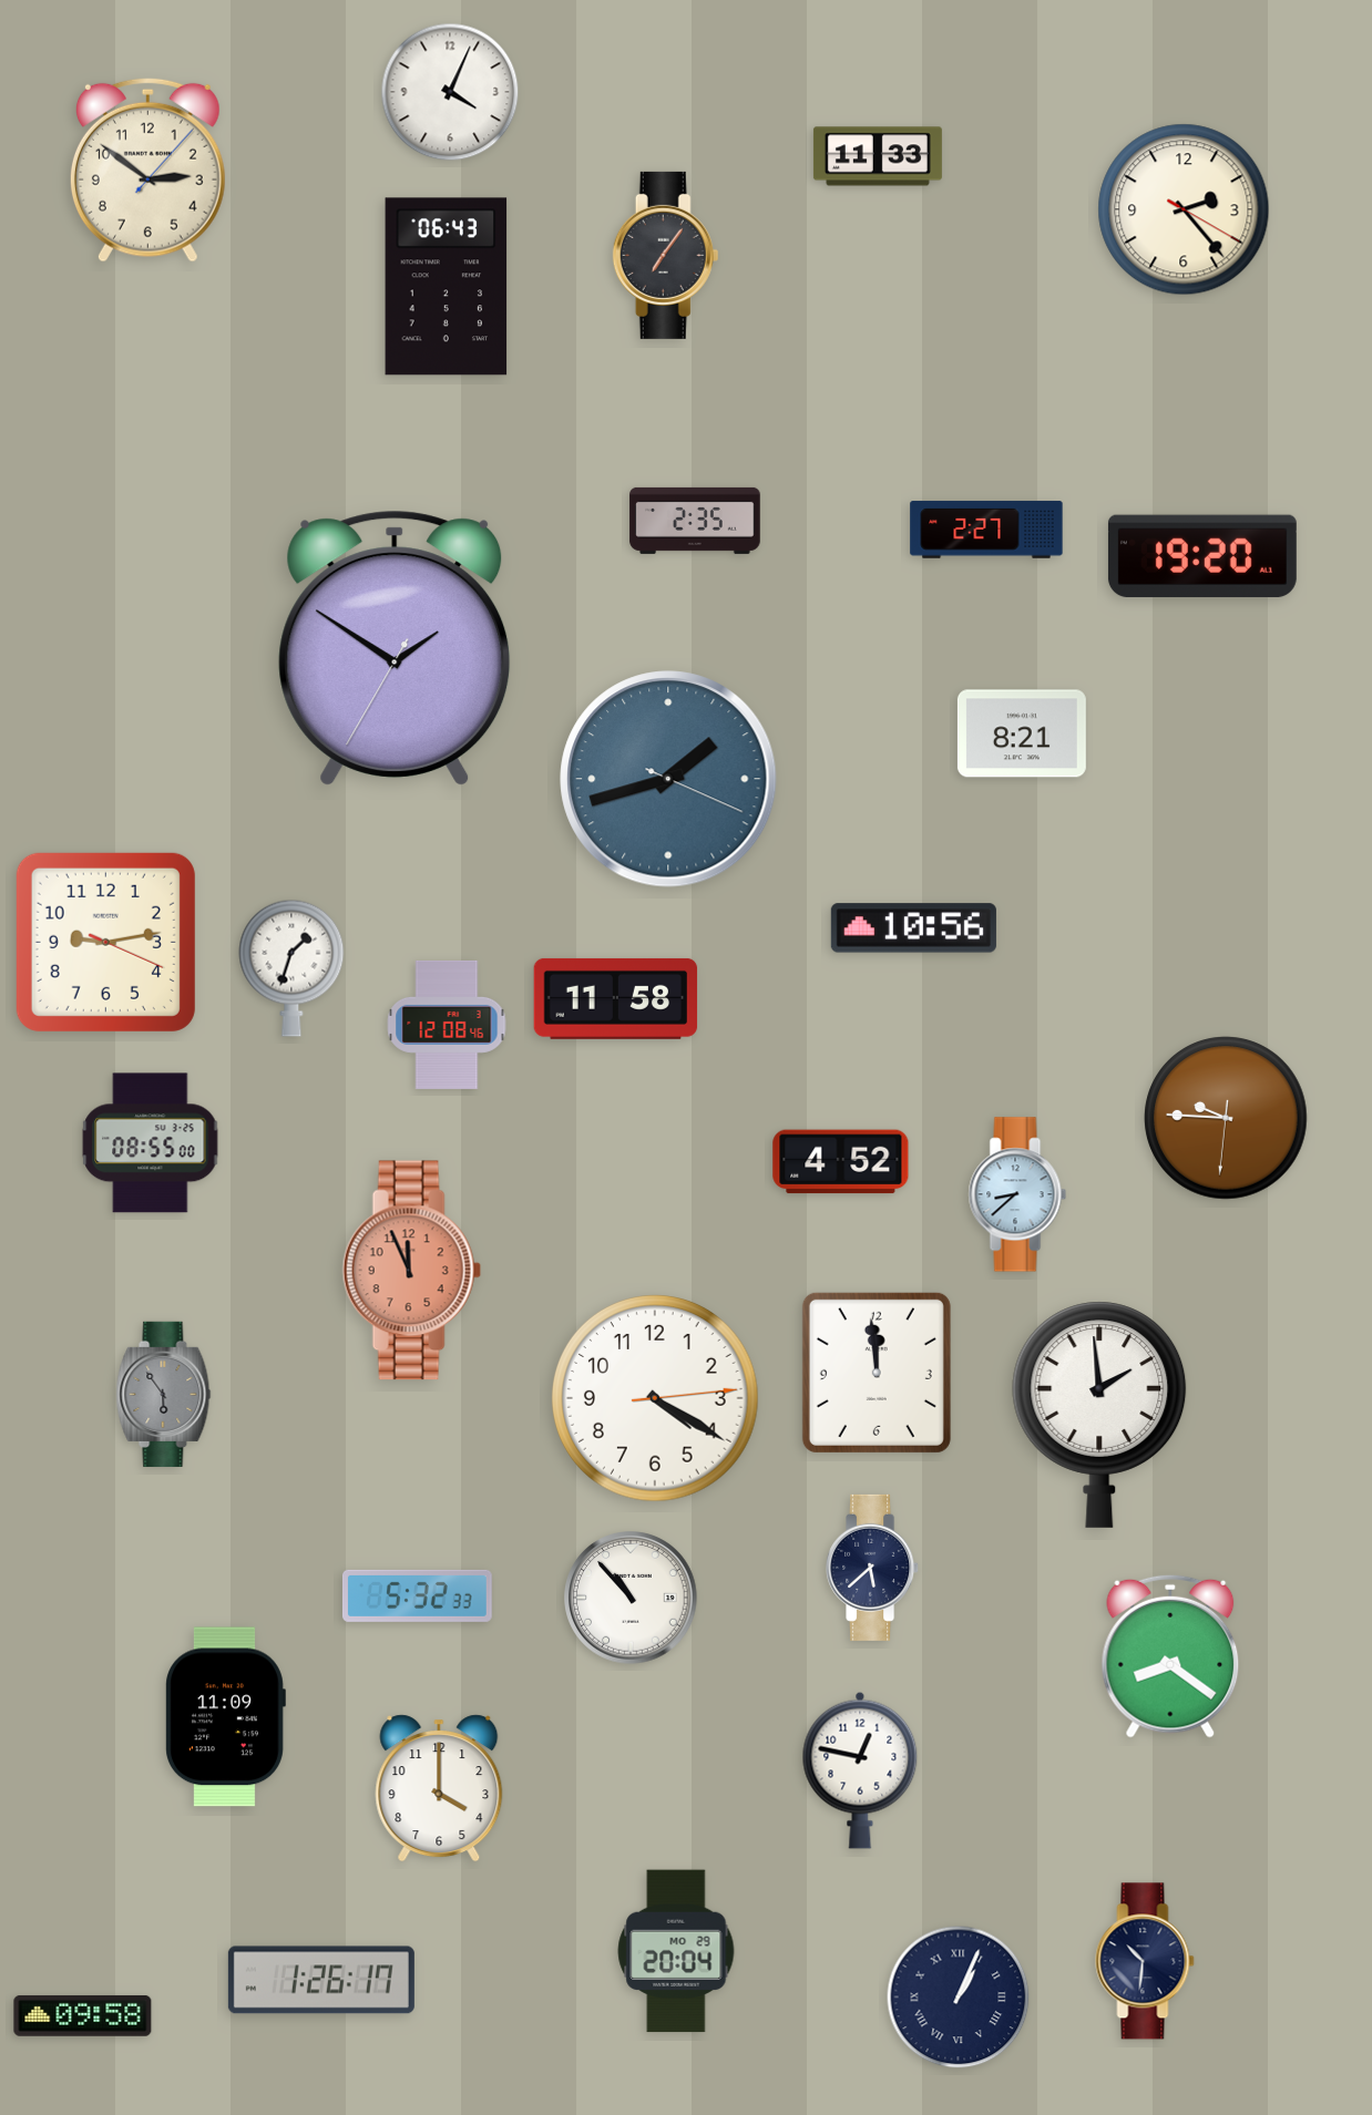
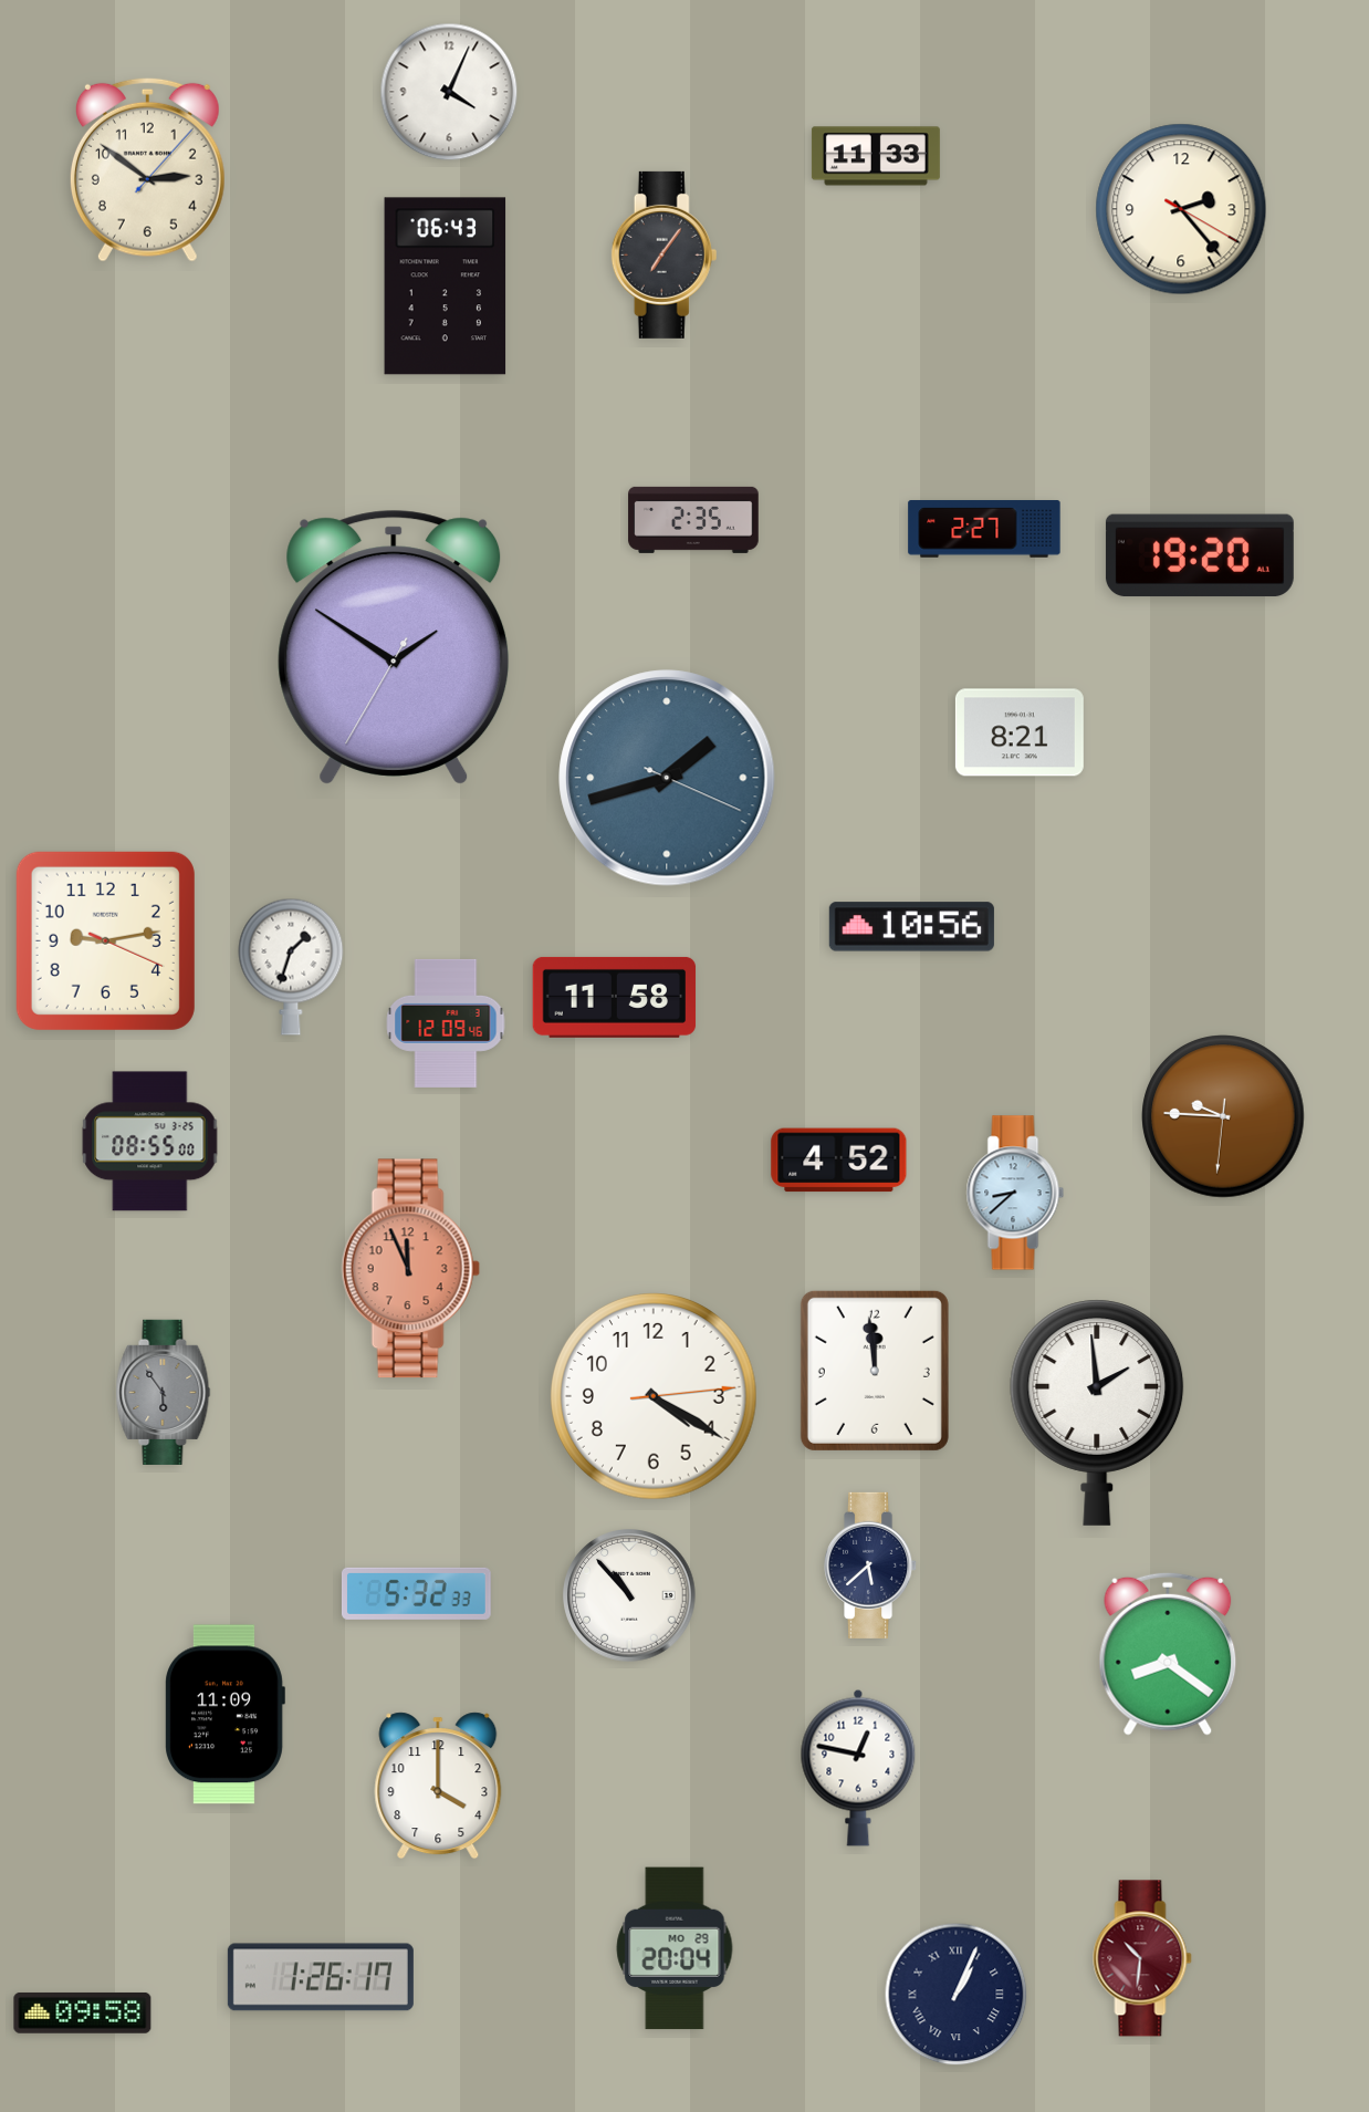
clock at (447, 1025): 12:08 -> 12:09
clock at (1145, 1961) dial: navy -> burgundy
